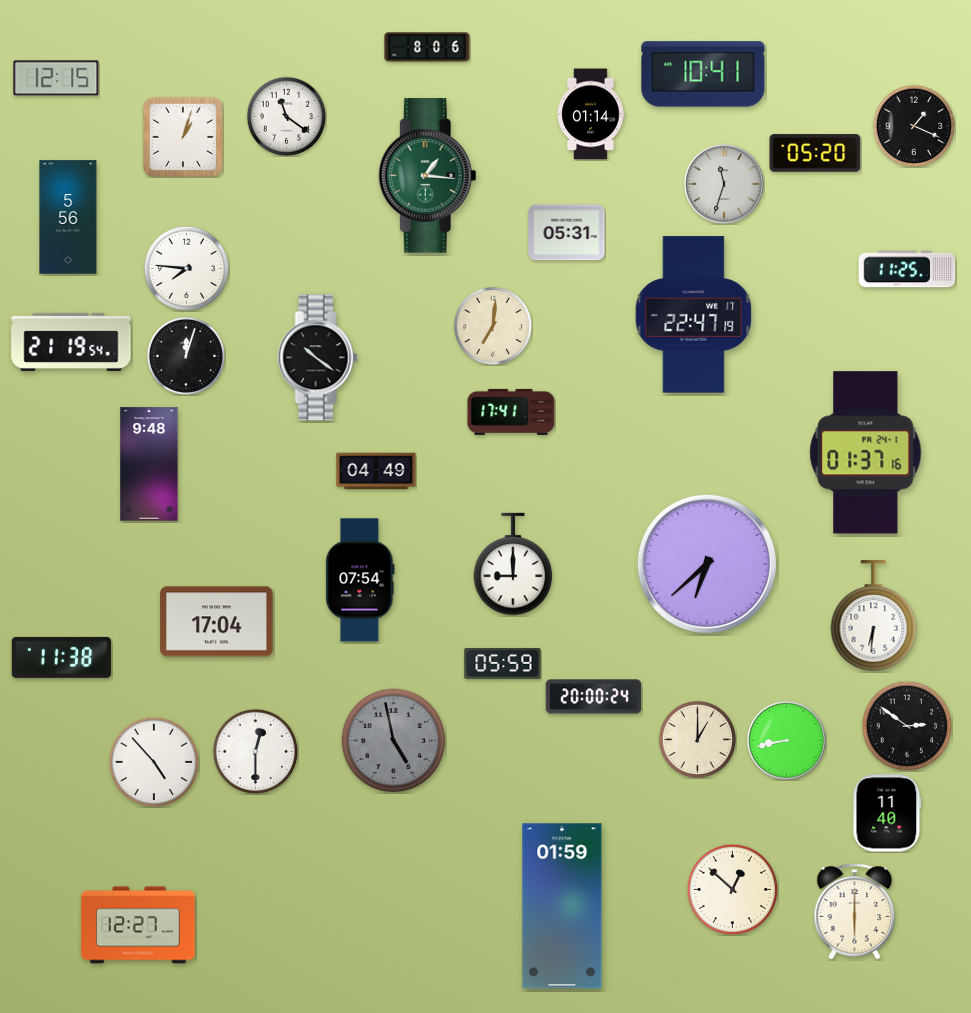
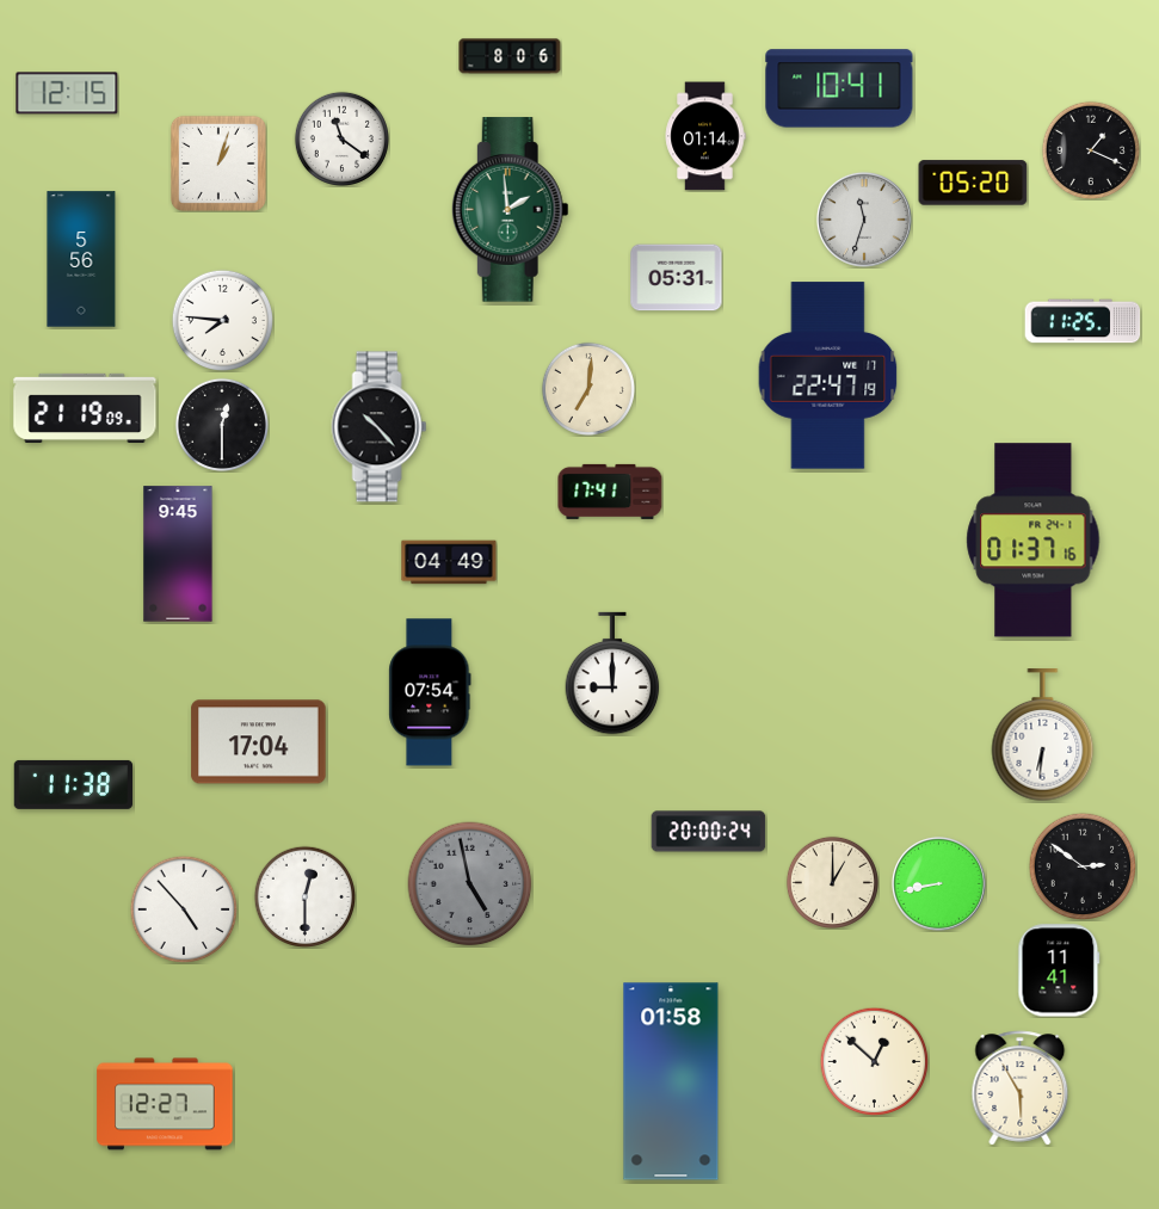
clock at (427, 176): 1:16 -> 1:59
clock at (71, 342): 21:19:54 -> 21:19:09
clock at (186, 356): 12:03 -> 12:30
clock at (318, 358): 10:21 -> 10:23
clock at (149, 464): 9:48 -> 9:45
clock at (707, 564): 6:38 -> none
clock at (503, 663): 05:59 -> none
clock at (887, 813): 11:40 -> 11:41
clock at (562, 906): 01:59 -> 01:58
clock at (855, 912): 6:00 -> 5:55
